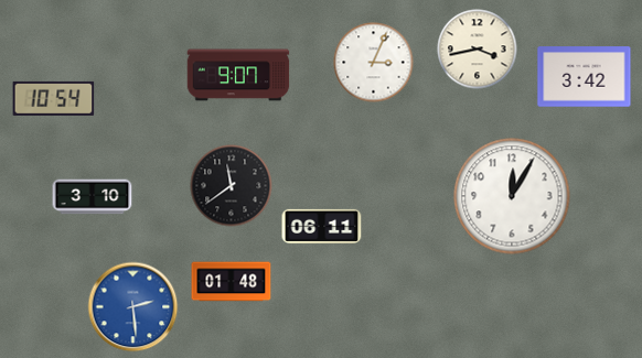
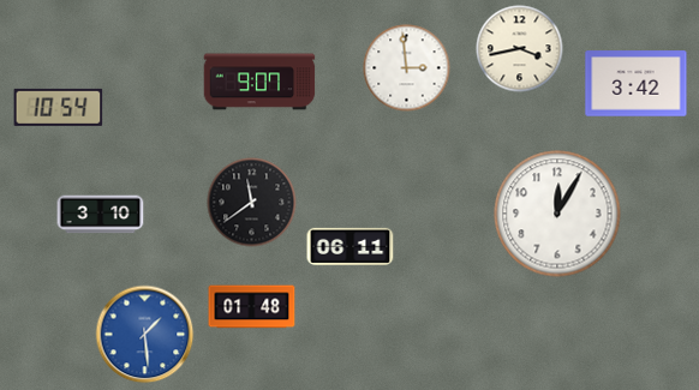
clock at (478, 50) position: (478, 50) -> (520, 49)
clock at (374, 63): 3:04 -> 2:59
clock at (133, 307): 2:29 -> 1:29
